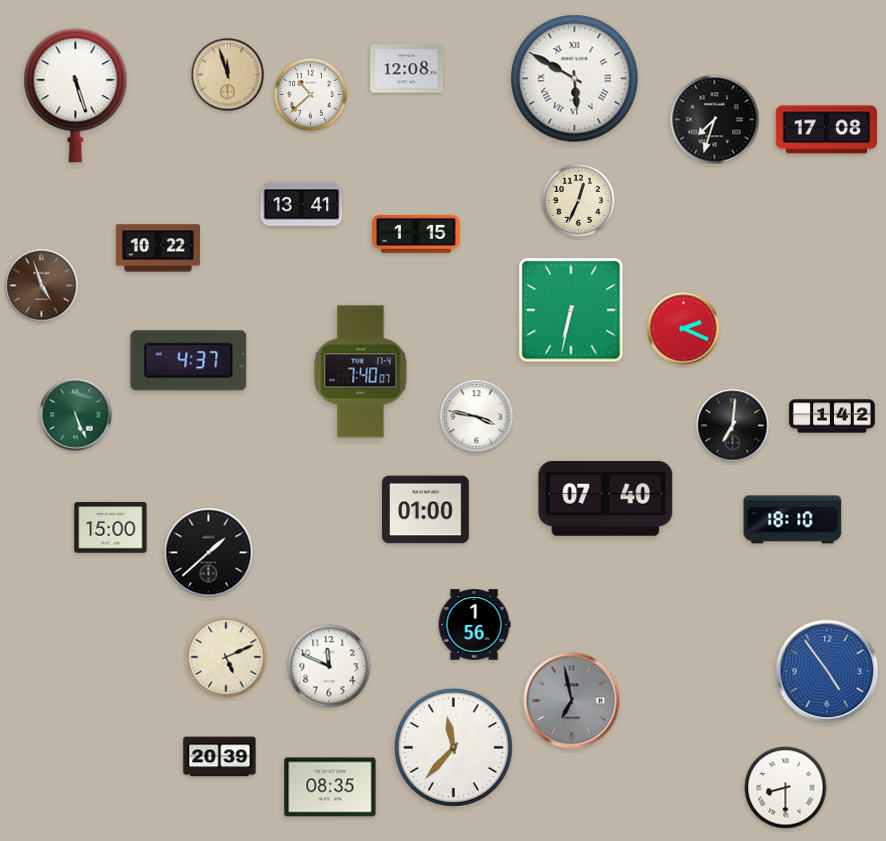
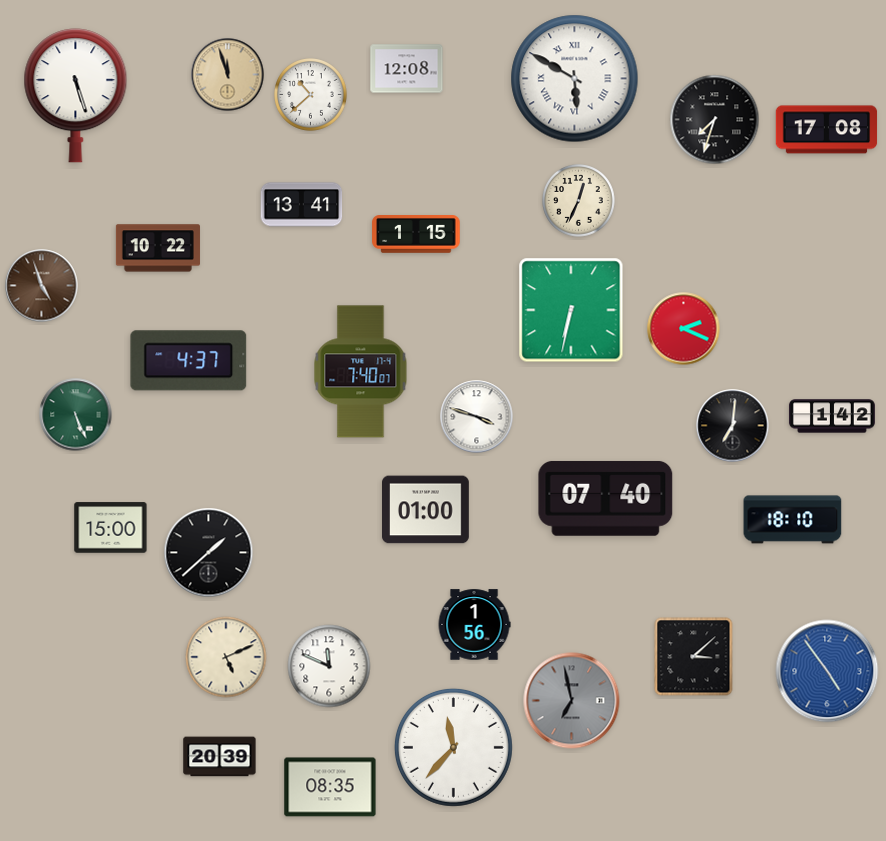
clock at (477, 417): 3:47 -> 3:48
clock at (694, 657): none -> 3:08
clock at (786, 788): 8:30 -> none
